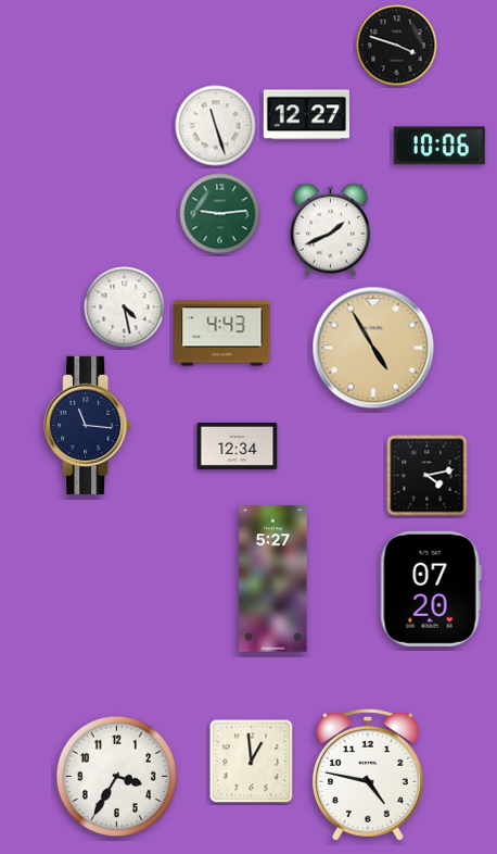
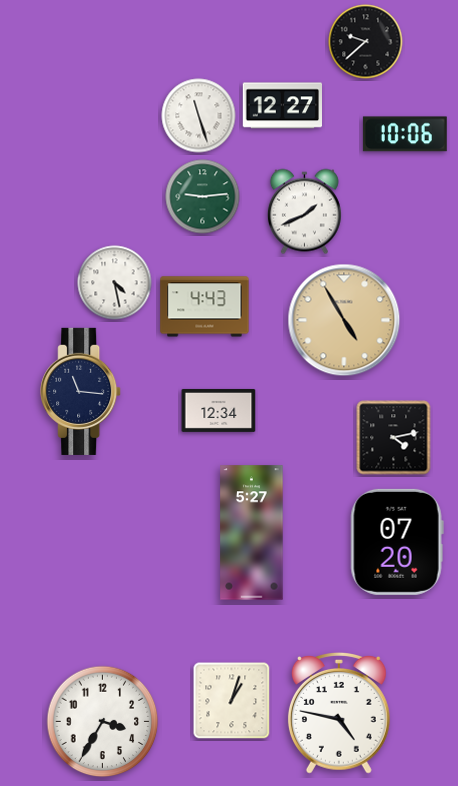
clock at (397, 46): 3:48 -> 9:38
clock at (252, 762): 12:59 -> 1:03
clock at (117, 777) position: (117, 777) -> (103, 722)
